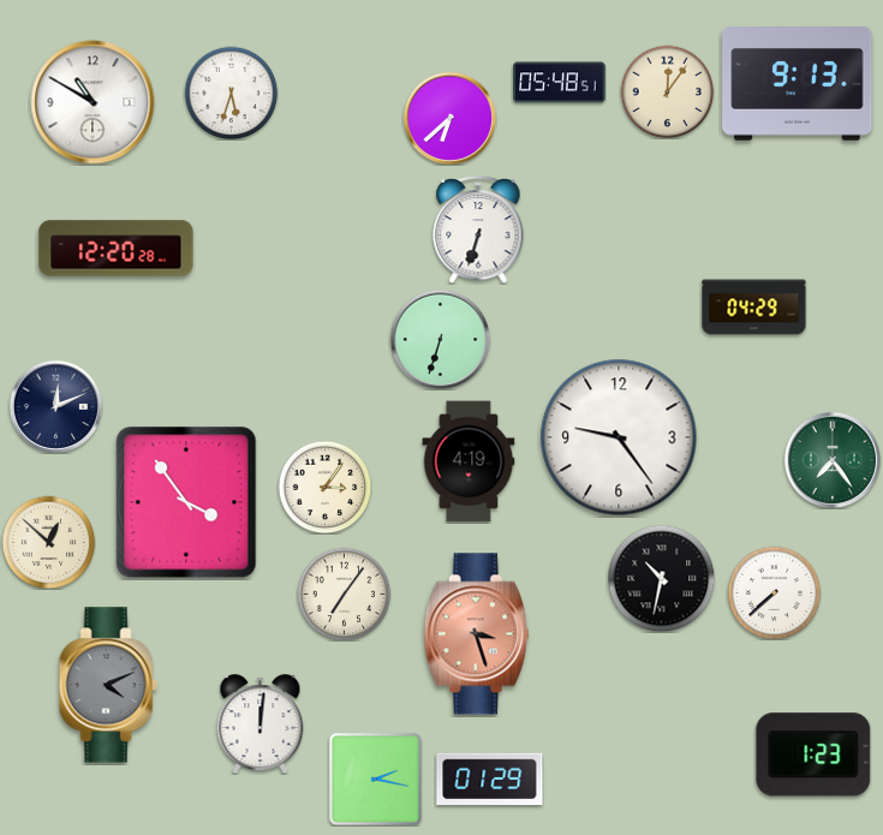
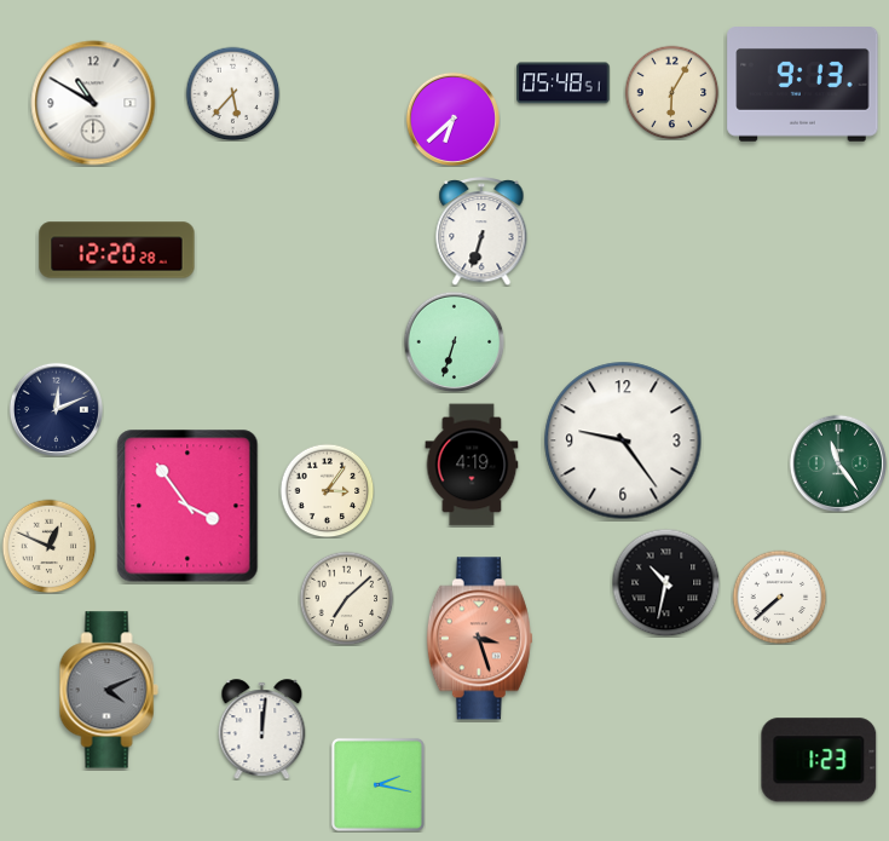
clock at (667, 91): 12:06 -> 6:05
clock at (231, 93): 5:33 -> 5:37
clock at (754, 308): 04:29 -> none
clock at (440, 339) position: (440, 339) -> (454, 341)
clock at (833, 460): 7:24 -> 11:24
clock at (48, 542): 12:52 -> 12:49
clock at (344, 594): 7:06 -> 7:08
clock at (490, 779): 01:29 -> none
